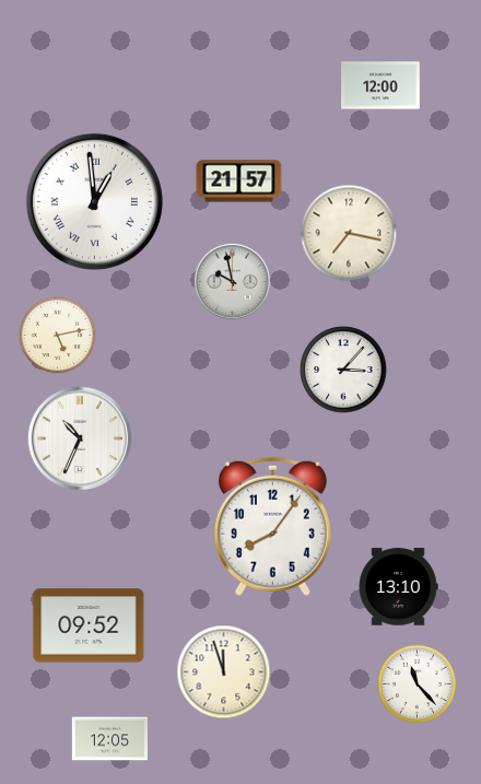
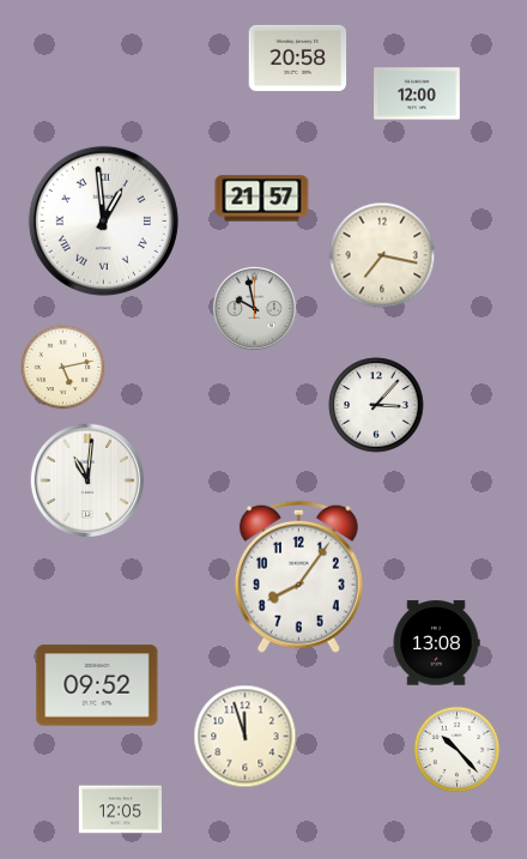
clock at (298, 58): none -> 20:58
clock at (79, 437): 10:34 -> 11:01
clock at (398, 587): 13:10 -> 13:08
clock at (418, 684): 11:23 -> 10:23
